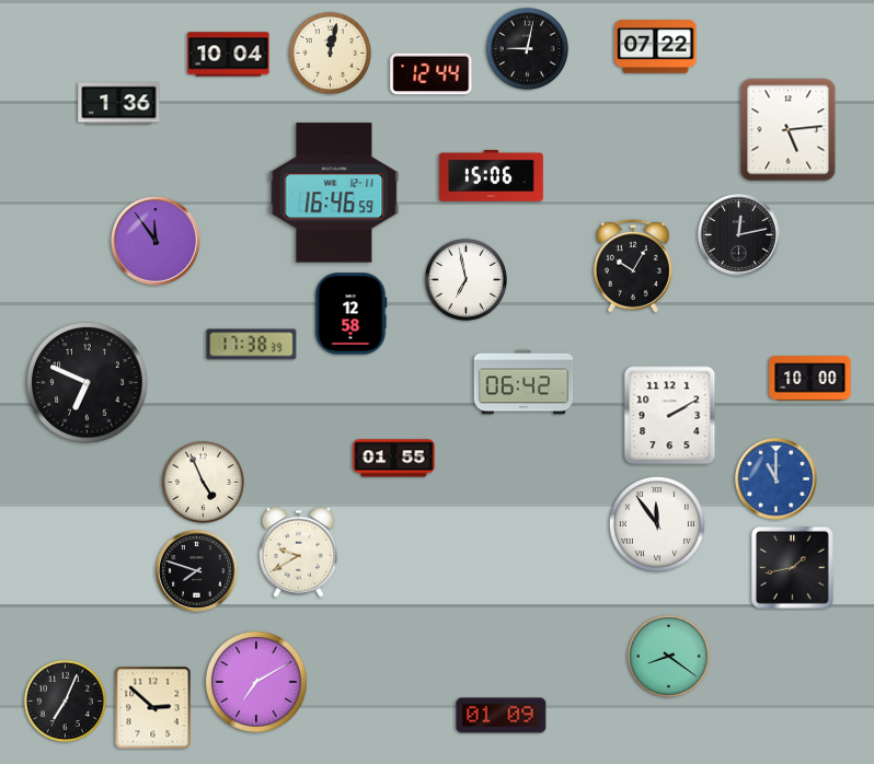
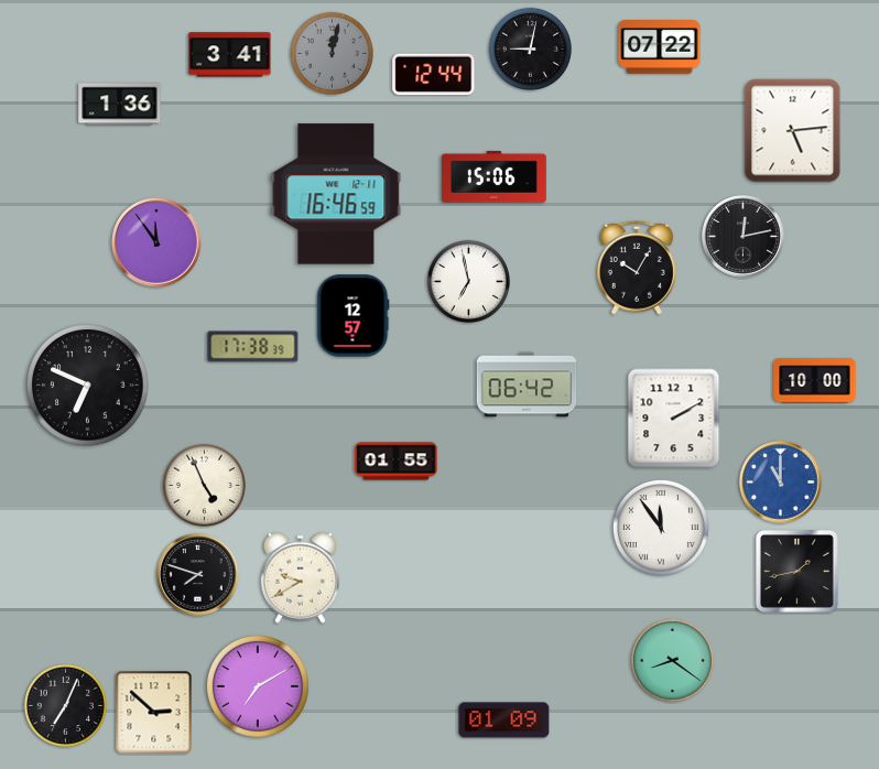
clock at (330, 53) dial: cream -> grey
clock at (229, 55): 10:04 -> 3:41
clock at (352, 314): 12:58 -> 12:57
clock at (298, 552) position: (298, 552) -> (300, 577)
